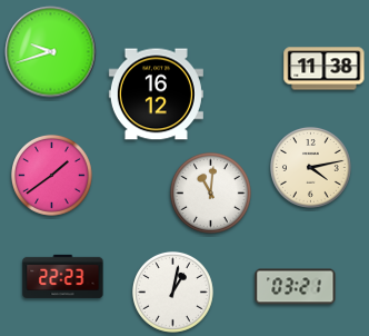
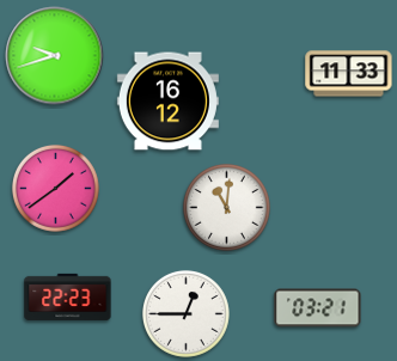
clock at (325, 69): 11:38 -> 11:33
clock at (311, 168): 4:13 -> none
clock at (173, 293): 1:02 -> 12:45
